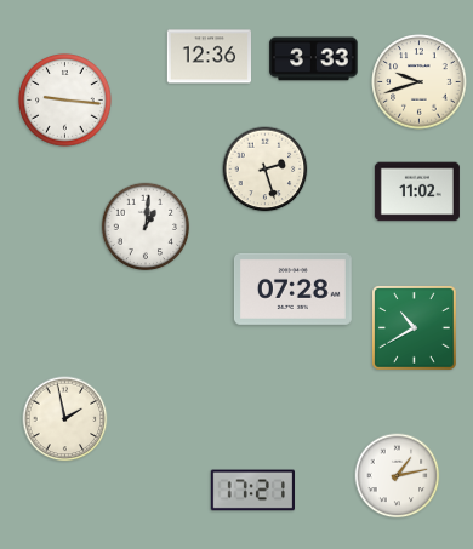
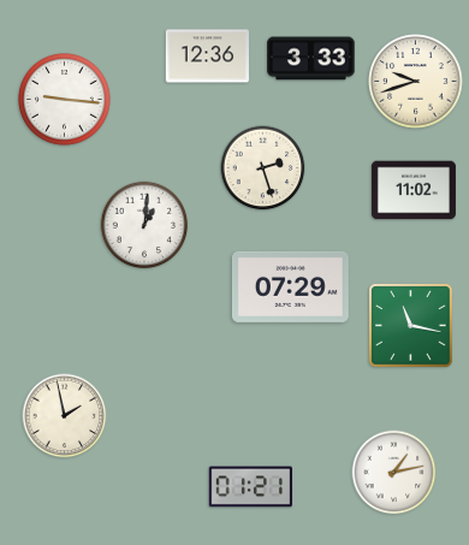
clock at (292, 288): 07:28 -> 07:29
clock at (415, 328): 10:40 -> 11:17
clock at (252, 491): 17:21 -> 01:21
